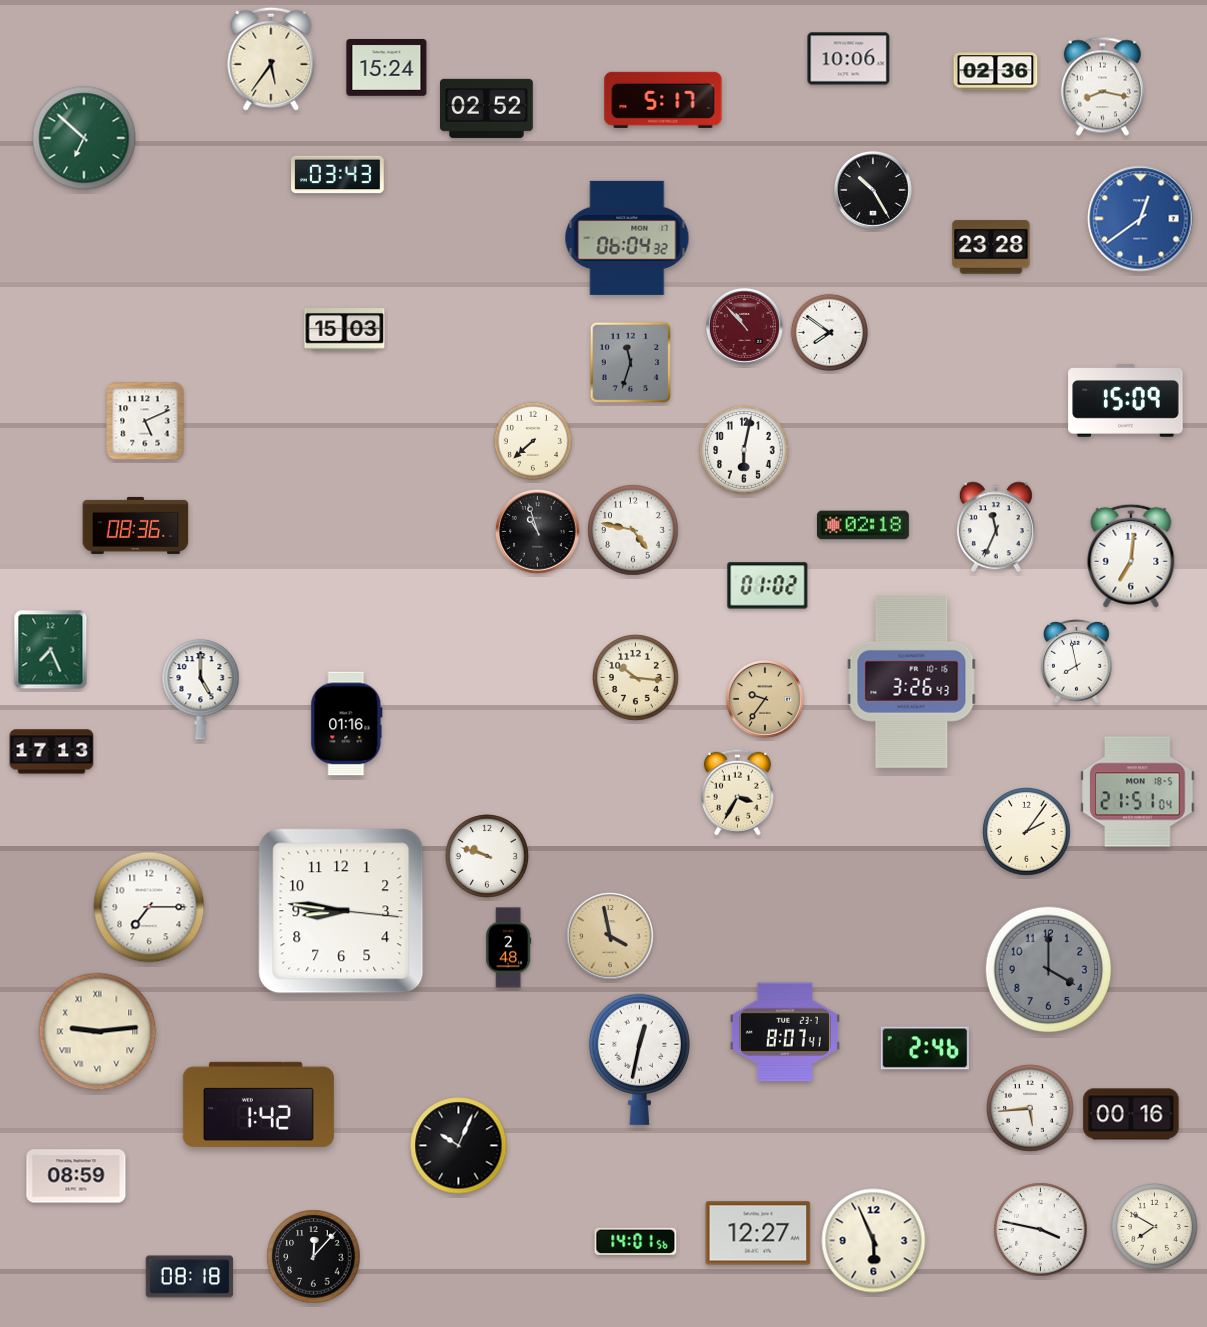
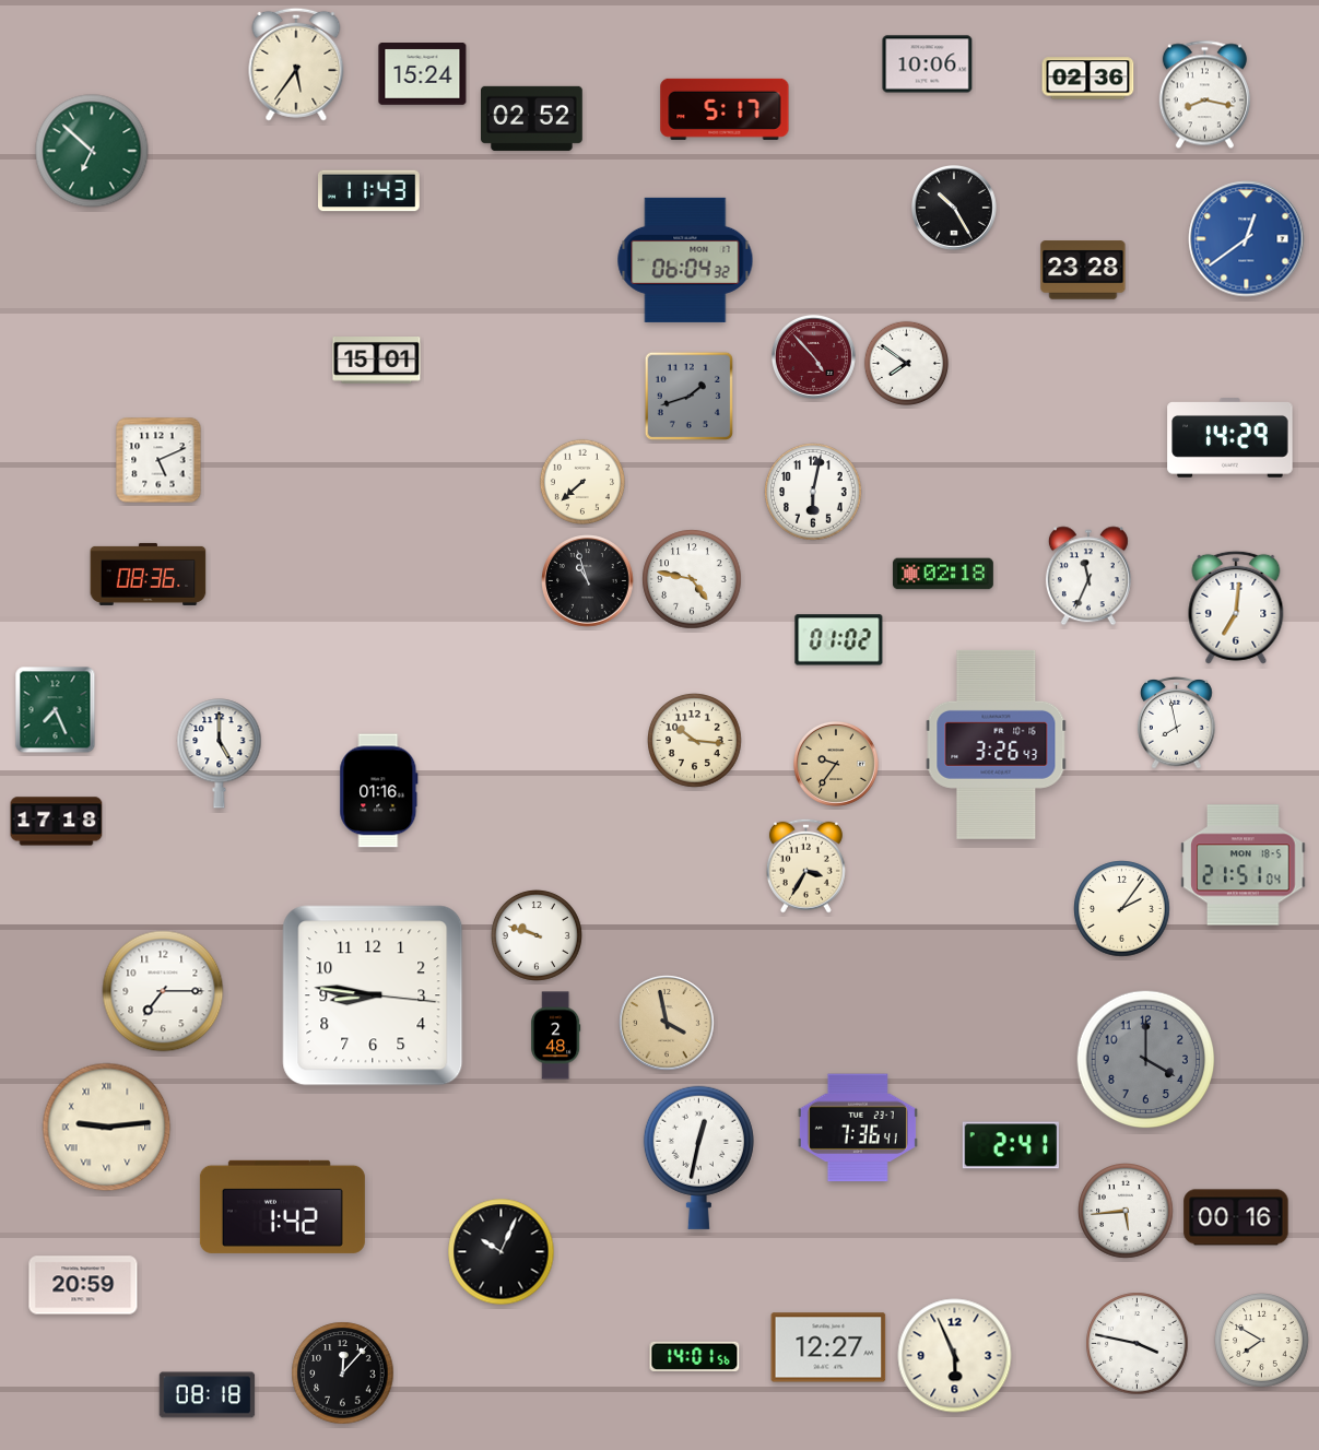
clock at (338, 175): 03:43 -> 11:43
clock at (744, 326): 10:53 -> 4:53
clock at (345, 330): 15:03 -> 15:01
clock at (630, 362): 11:33 -> 1:42
clock at (1126, 401): 15:09 -> 14:29
clock at (52, 752): 17:13 -> 17:18
clock at (487, 856) position: (487, 856) -> (537, 935)
clock at (785, 1032): 8:07 -> 7:36
clock at (924, 1048): 2:46 -> 2:41
clock at (76, 1176): 08:59 -> 20:59
